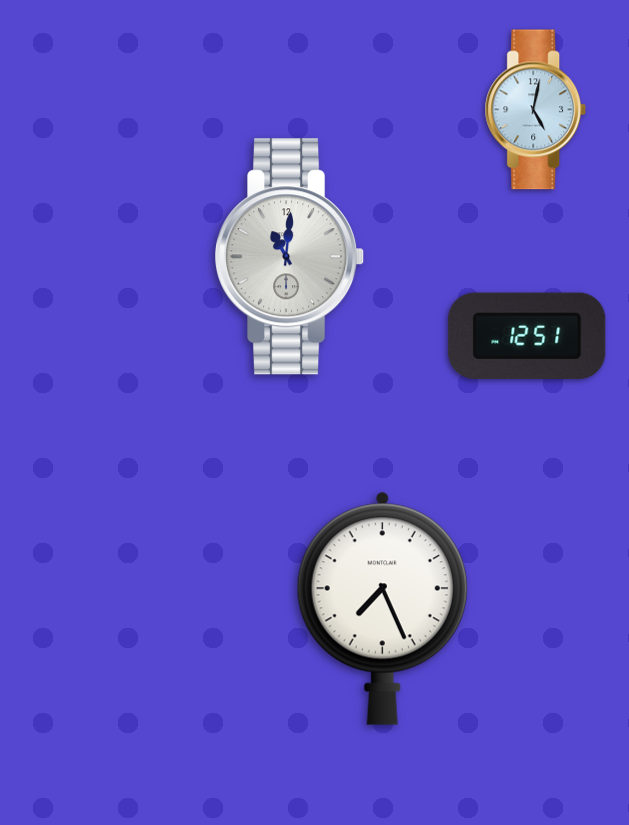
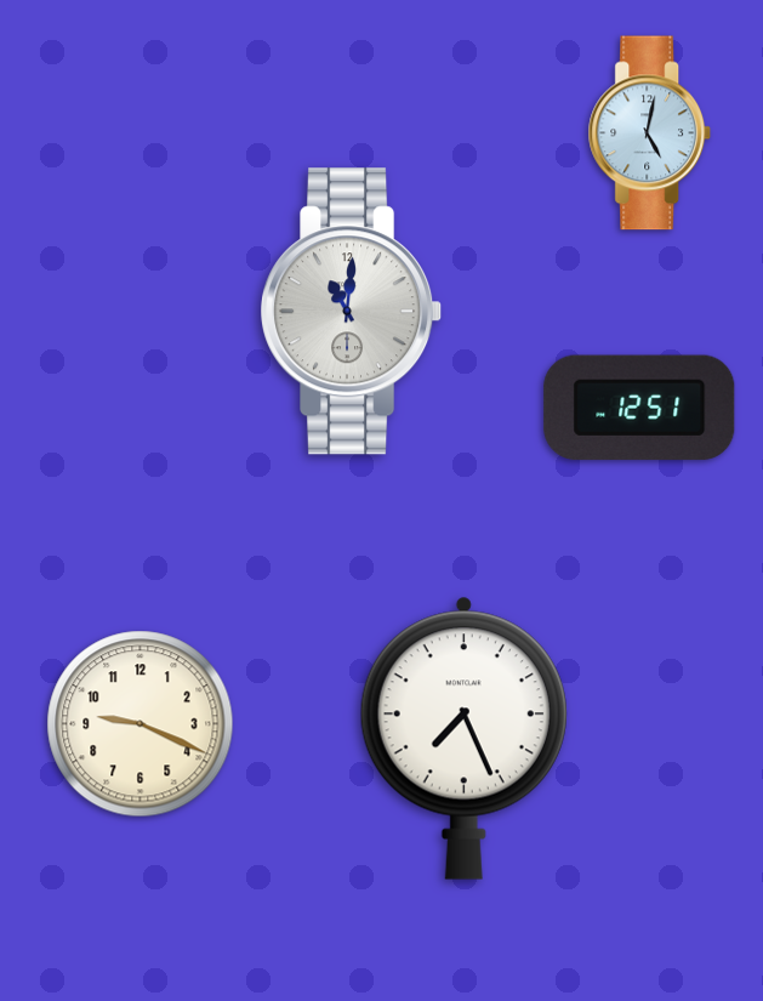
clock at (141, 724): none -> 9:19
